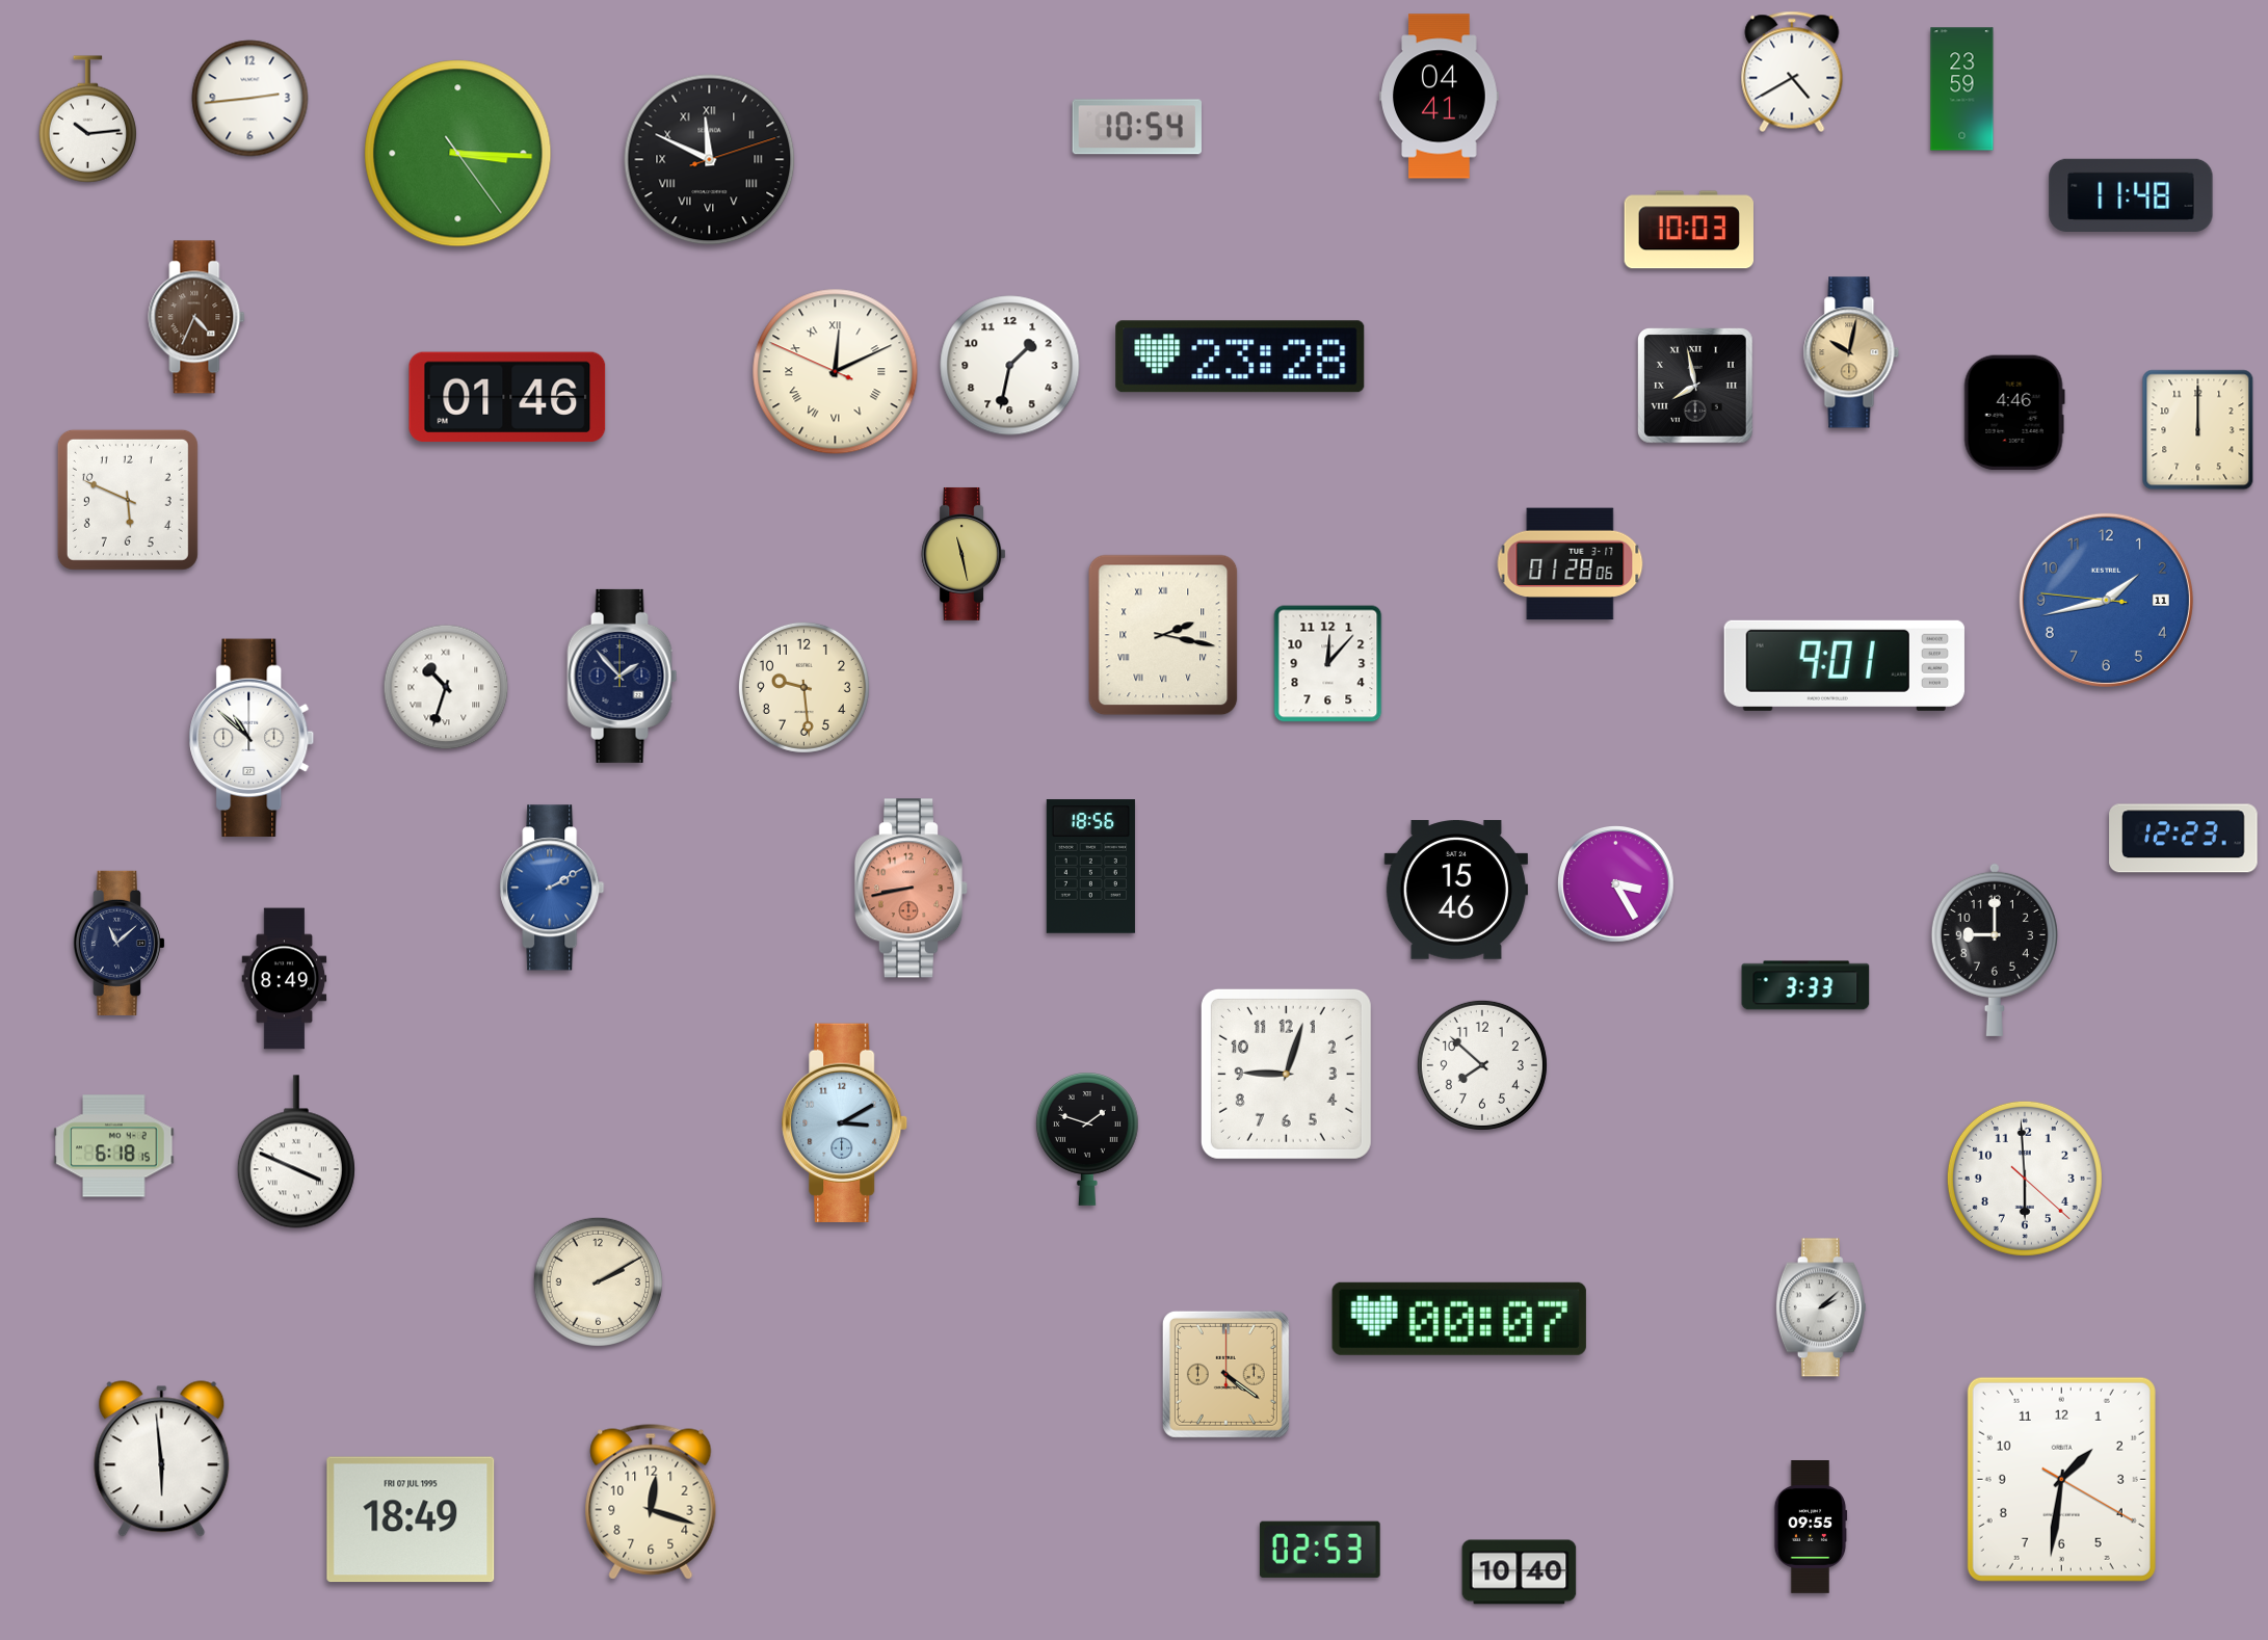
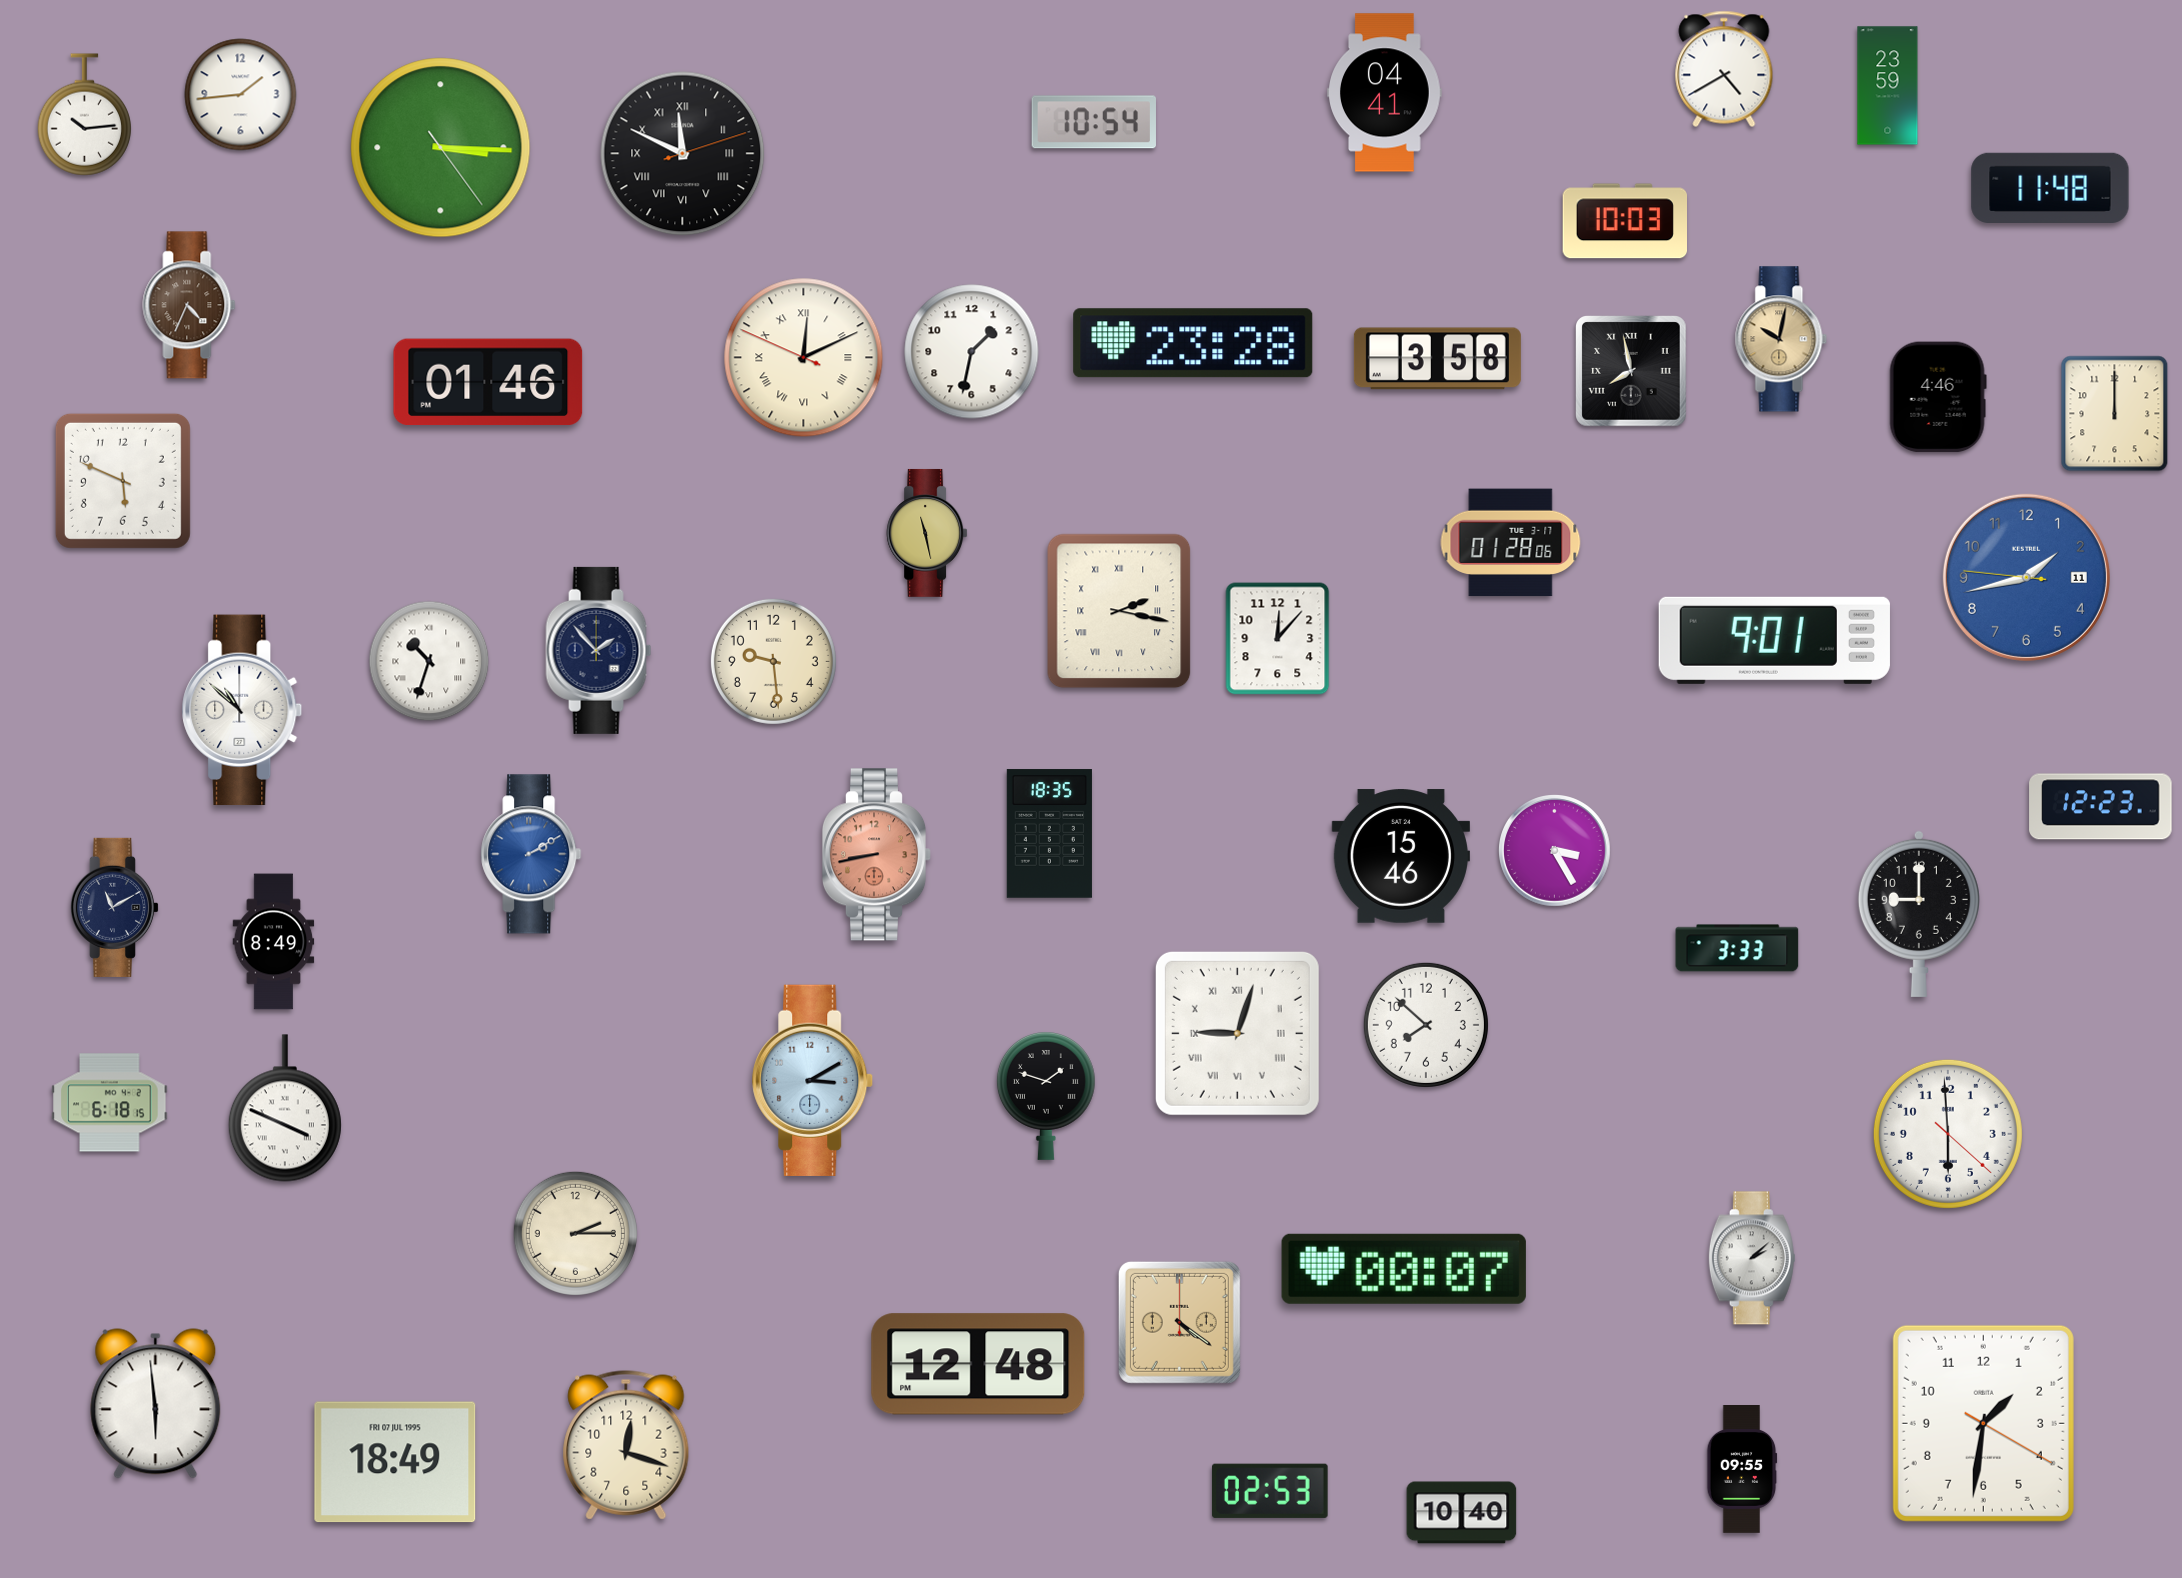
clock at (250, 99): 2:44 -> 1:44
clock at (1437, 359): none -> 3:58
clock at (1090, 867): 18:56 -> 18:35
clock at (118, 943): 11:08 -> 11:10
clock at (1286, 1074) numerals: Arabic -> Roman
clock at (598, 1281): 2:10 -> 2:15
clock at (978, 1364): none -> 12:48
